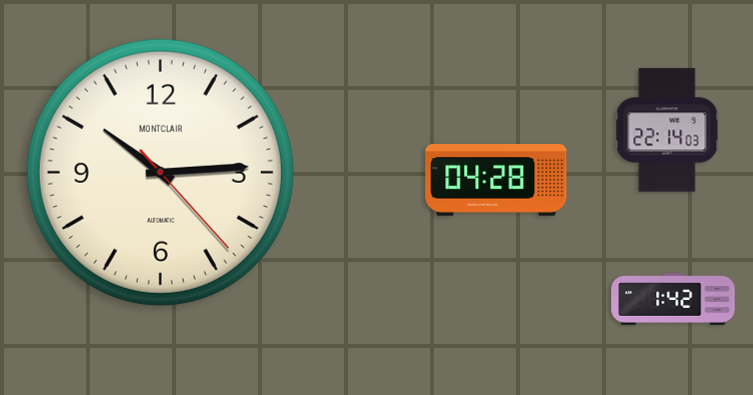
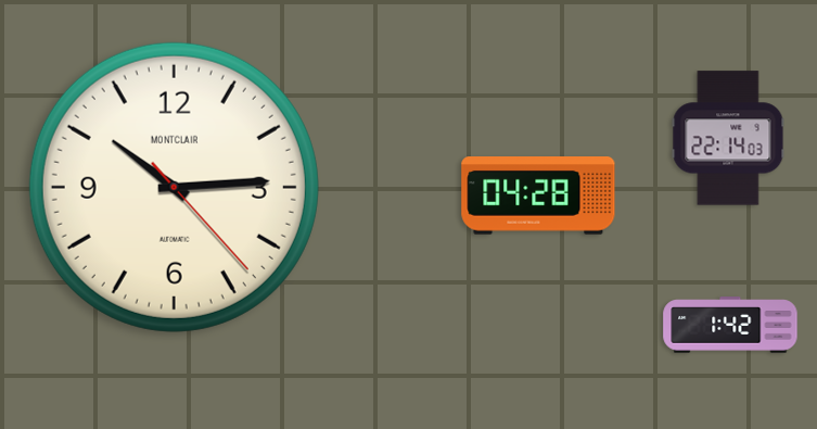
clock at (667, 130) position: (667, 130) -> (728, 138)
